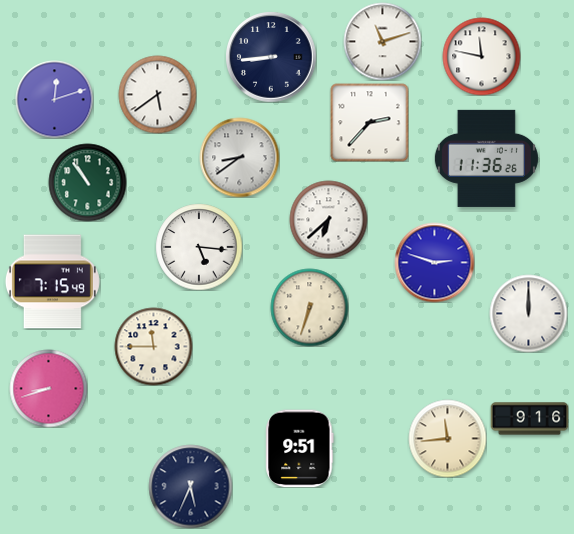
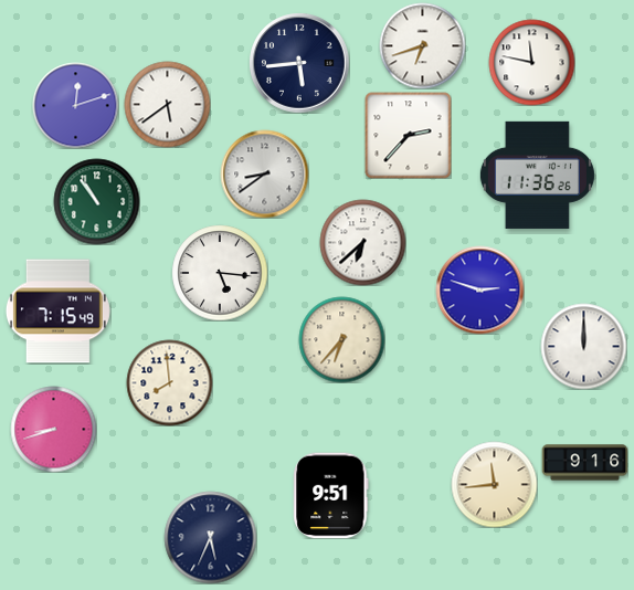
clock at (382, 41): 11:12 -> 6:42
clock at (271, 57): 8:44 -> 5:44
clock at (157, 94) position: (157, 94) -> (167, 104)
clock at (54, 99) position: (54, 99) -> (75, 105)
clock at (309, 307): 6:33 -> 6:37
clock at (153, 346): 11:45 -> 7:59
